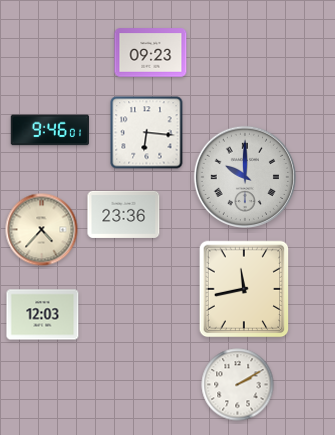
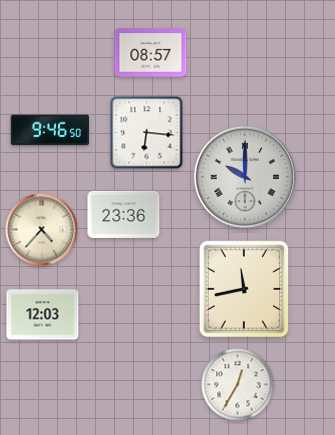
clock at (151, 53): 09:23 -> 08:57
clock at (49, 130): 9:46:01 -> 9:46:50
clock at (238, 385): 2:10 -> 12:35
